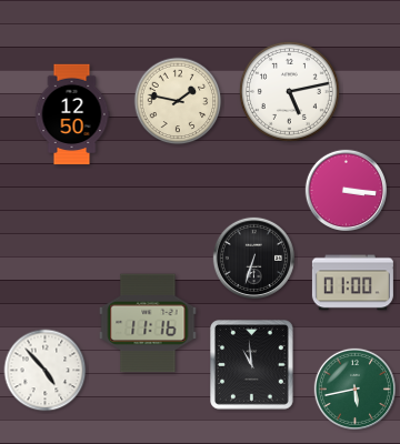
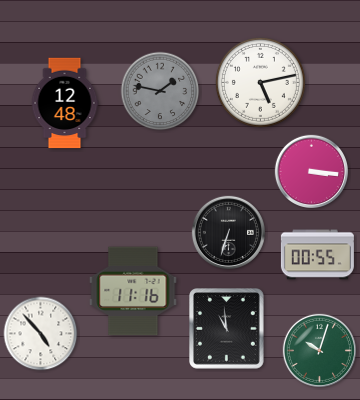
clock at (178, 101) dial: cream -> grey
clock at (72, 114): 12:50 -> 12:48
clock at (352, 283): 01:00 -> 00:55
clock at (354, 389): 5:43 -> 10:03
